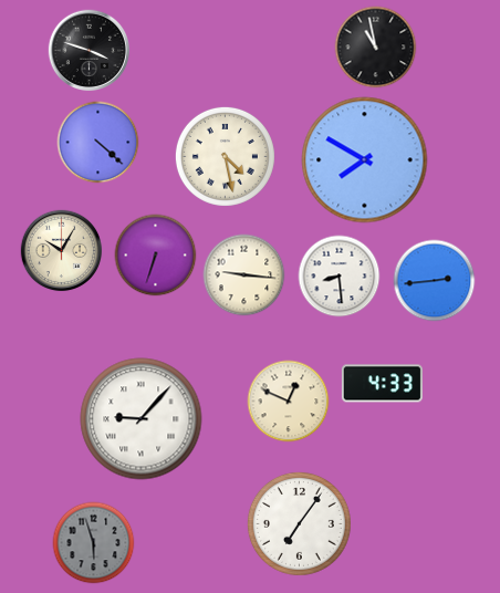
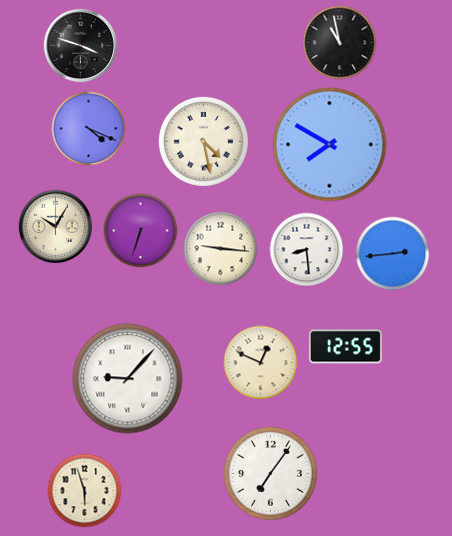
clock at (98, 143): 4:22 -> 4:19
clock at (382, 384): 4:33 -> 12:55
clock at (94, 543) dial: grey -> cream
